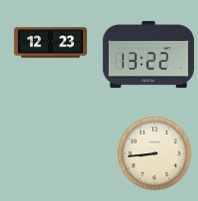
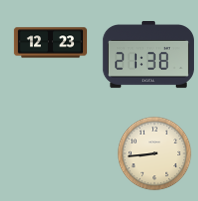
clock at (149, 55): 13:22 -> 21:38
